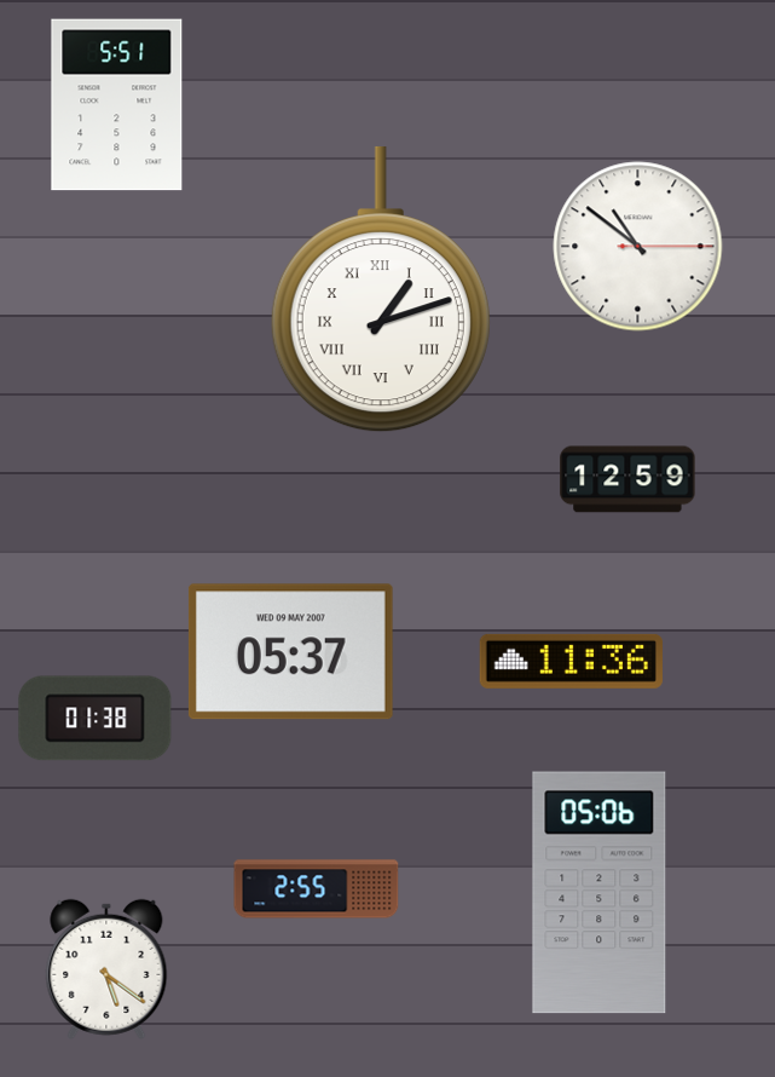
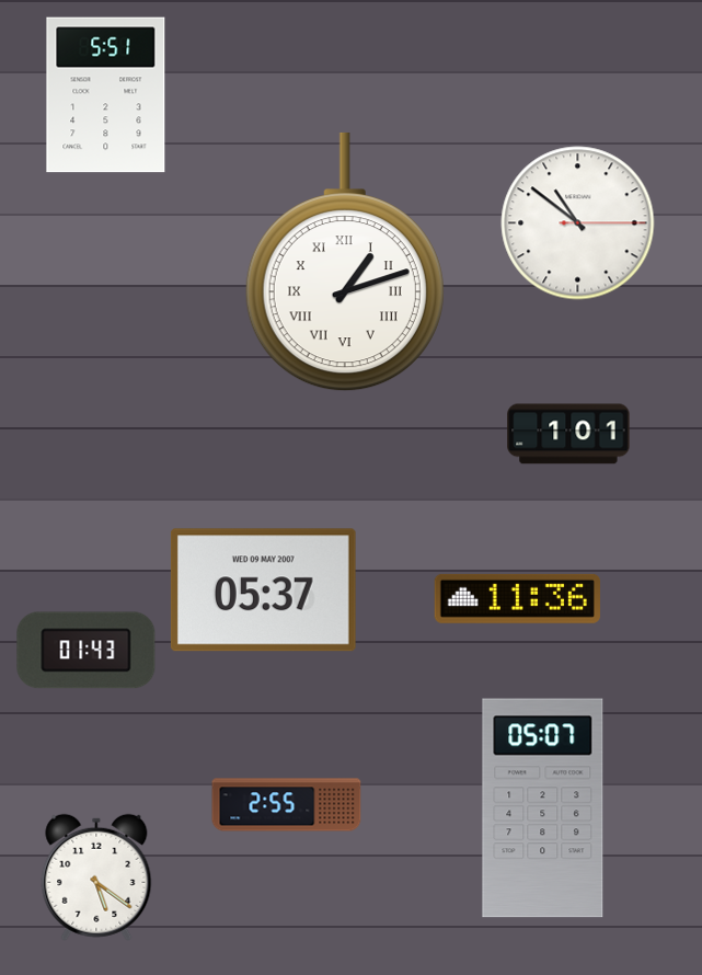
clock at (627, 479): 12:59 -> 1:01
clock at (96, 719): 01:38 -> 01:43
clock at (600, 893): 05:06 -> 05:07
